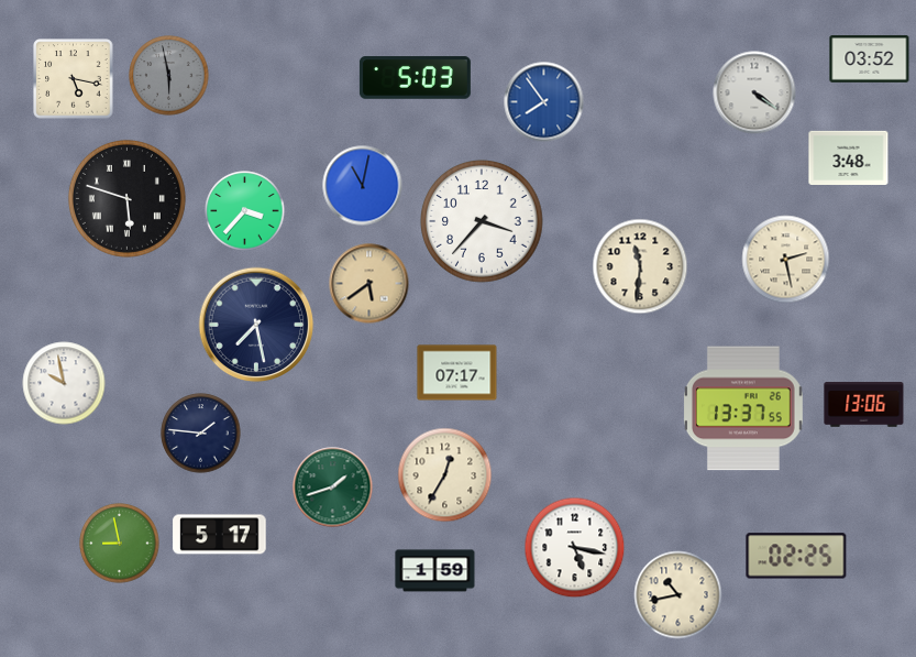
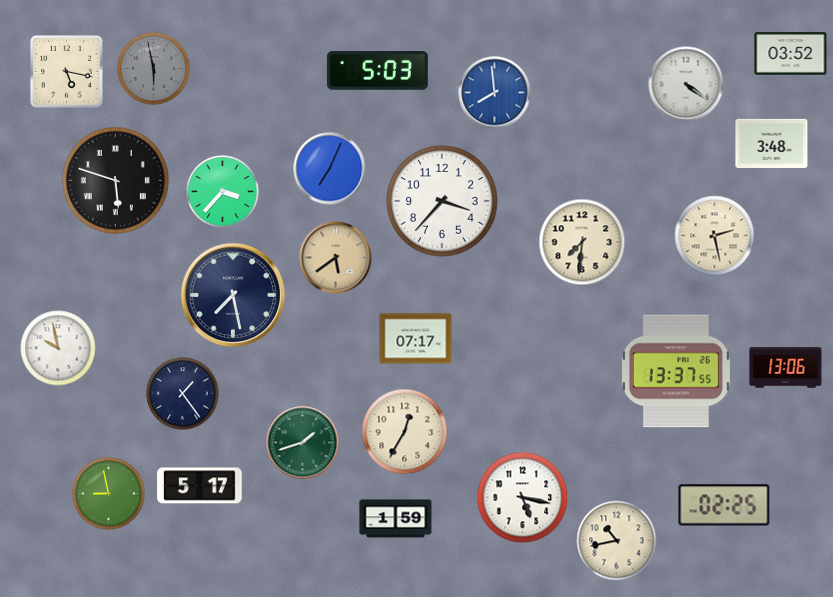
clock at (544, 102): 7:54 -> 7:59
clock at (363, 186): 11:02 -> 7:04
clock at (482, 221) position: (482, 221) -> (442, 201)
clock at (640, 266): 11:31 -> 7:31
clock at (201, 434): 1:46 -> 1:24
